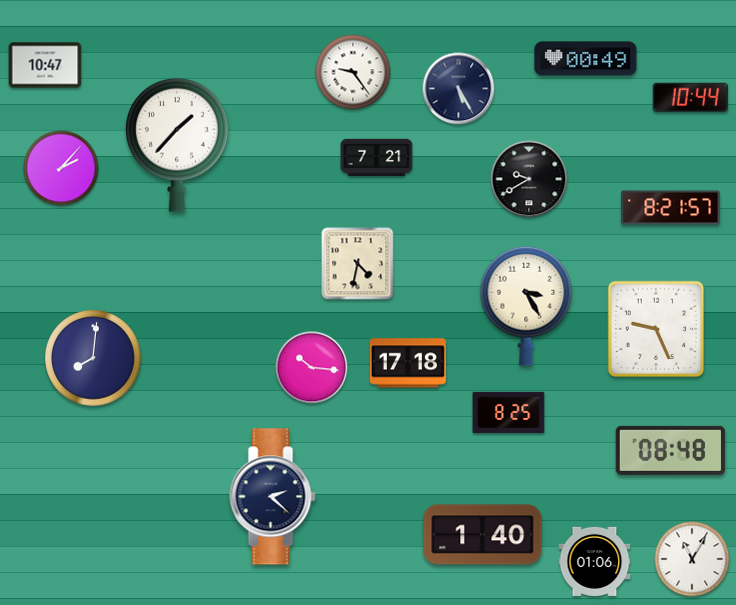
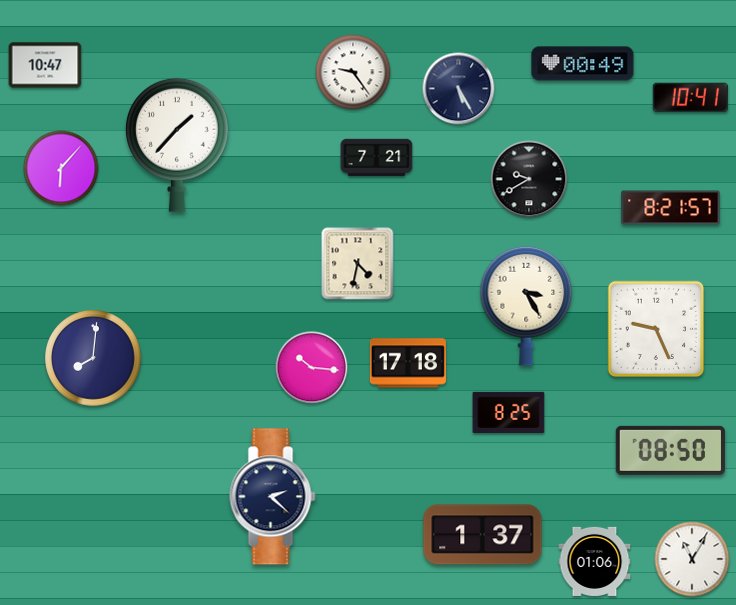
clock at (586, 59) position: (586, 59) -> (583, 64)
clock at (690, 98): 10:44 -> 10:41
clock at (61, 168): 2:07 -> 6:07
clock at (670, 450): 08:48 -> 08:50
clock at (483, 535): 1:40 -> 1:37
